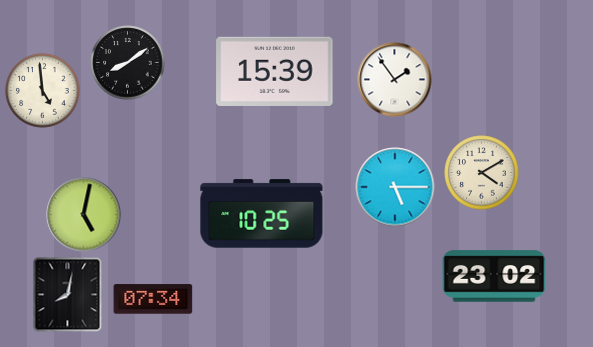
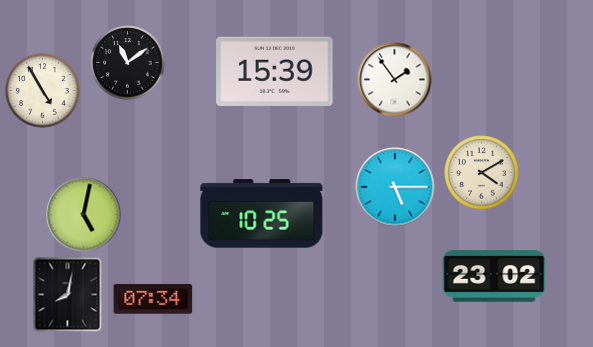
clock at (128, 63): 8:09 -> 11:09
clock at (43, 91): 4:59 -> 4:55
